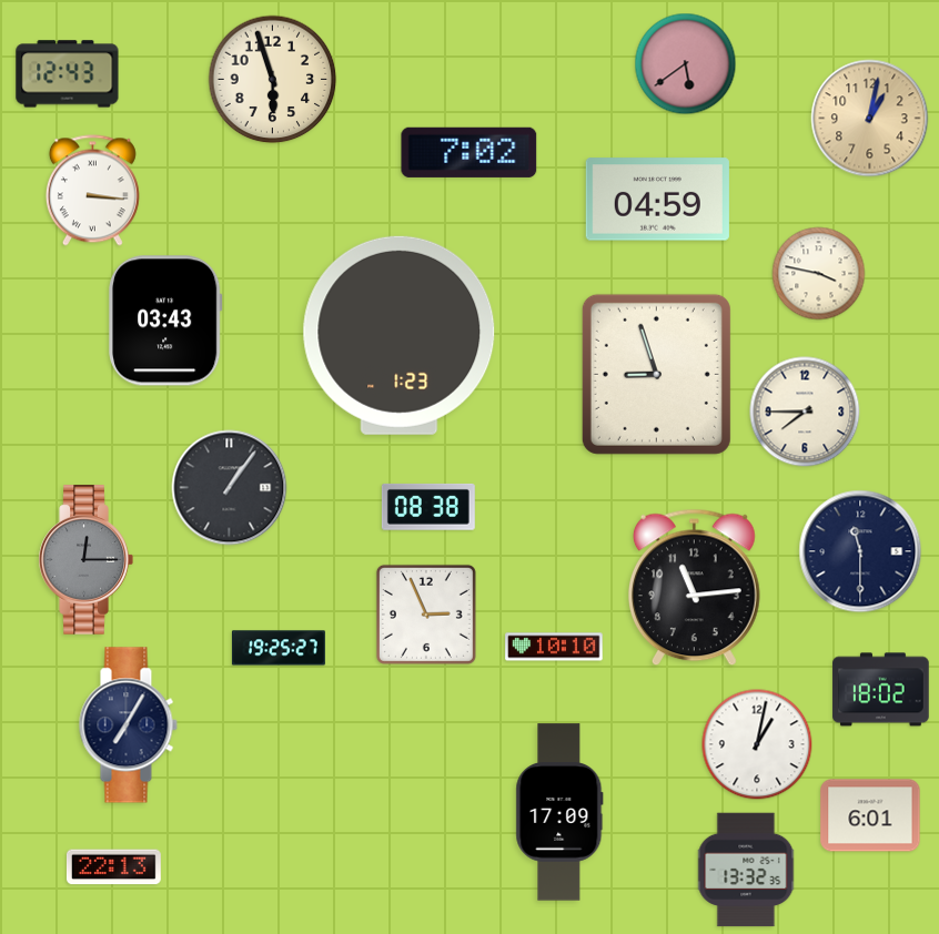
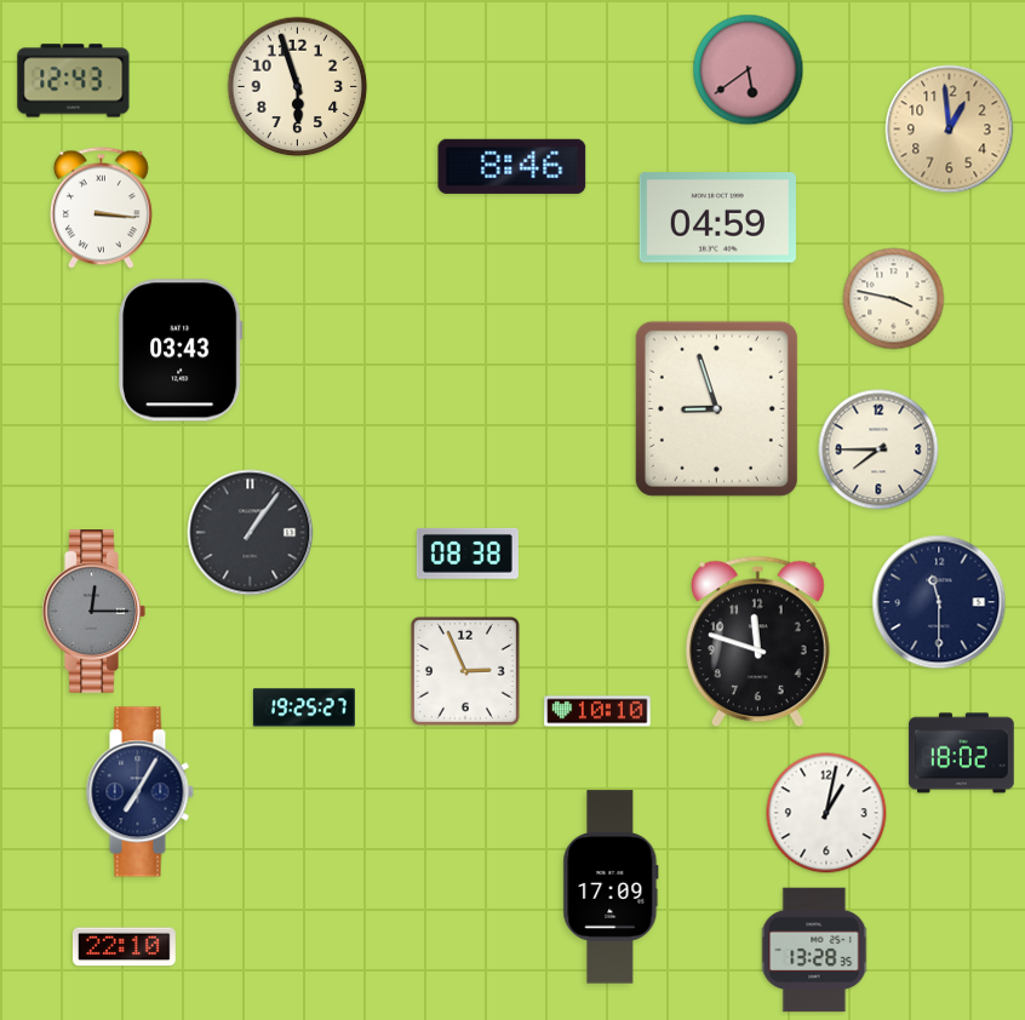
clock at (870, 119): 1:02 -> 12:59
clock at (469, 152): 7:02 -> 8:46
clock at (400, 335): 1:23 -> none
clock at (694, 588): 11:14 -> 11:48
clock at (554, 647) position: (554, 647) -> (597, 711)
clock at (870, 815): 6:01 -> none
clock at (113, 867): 22:13 -> 22:10
clock at (746, 870): 13:32 -> 13:28
